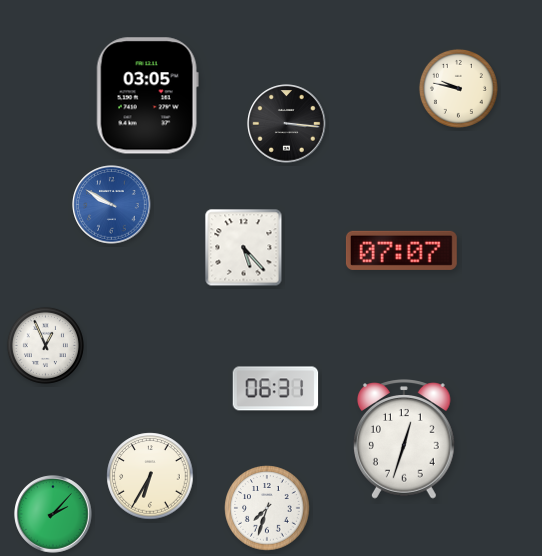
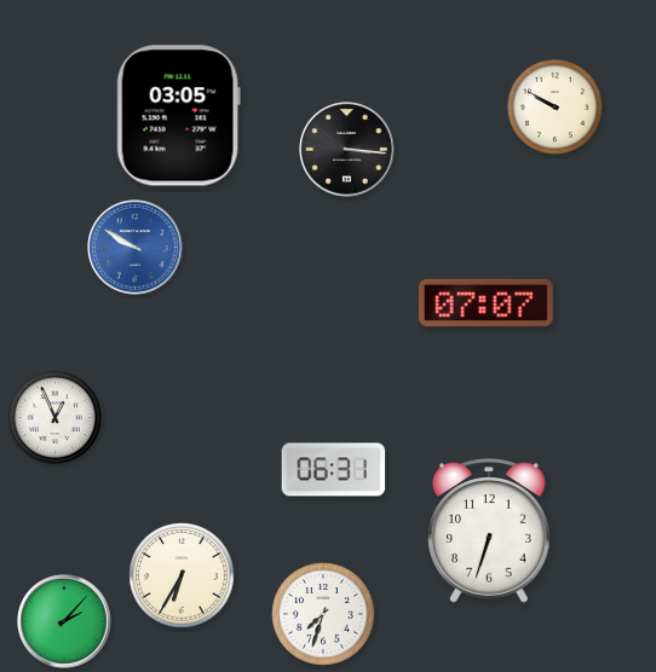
clock at (458, 88): 9:47 -> 9:50
clock at (244, 248): 5:23 -> none
clock at (405, 439): 12:33 -> 6:33
